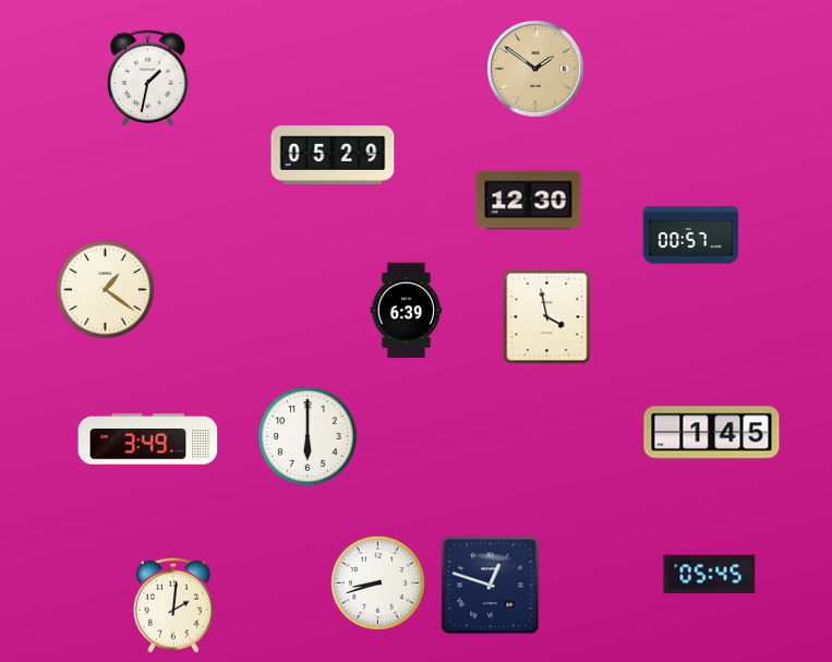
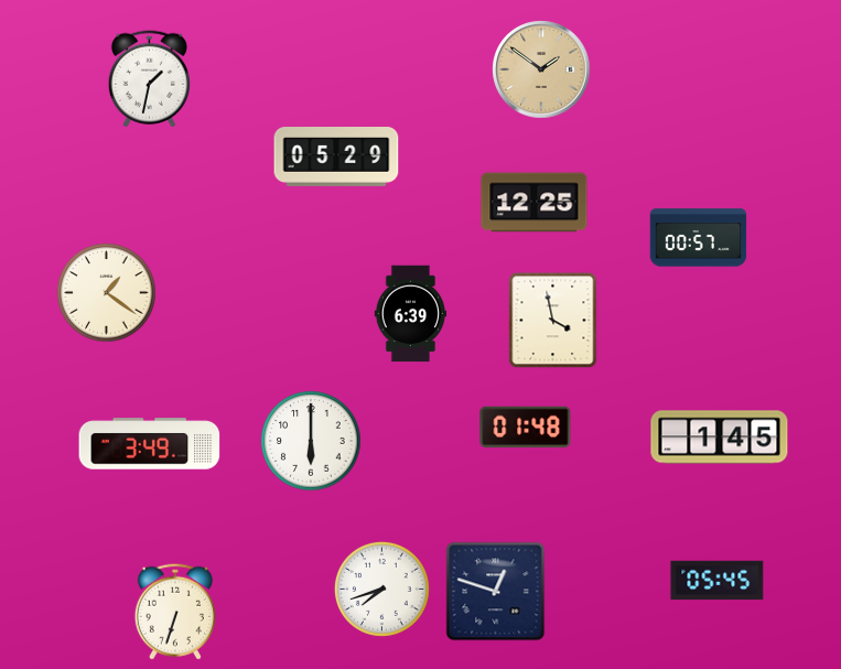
clock at (529, 201): 12:30 -> 12:25
clock at (526, 427): none -> 01:48
clock at (377, 582): 8:42 -> 7:42
clock at (173, 605): 2:01 -> 6:33
